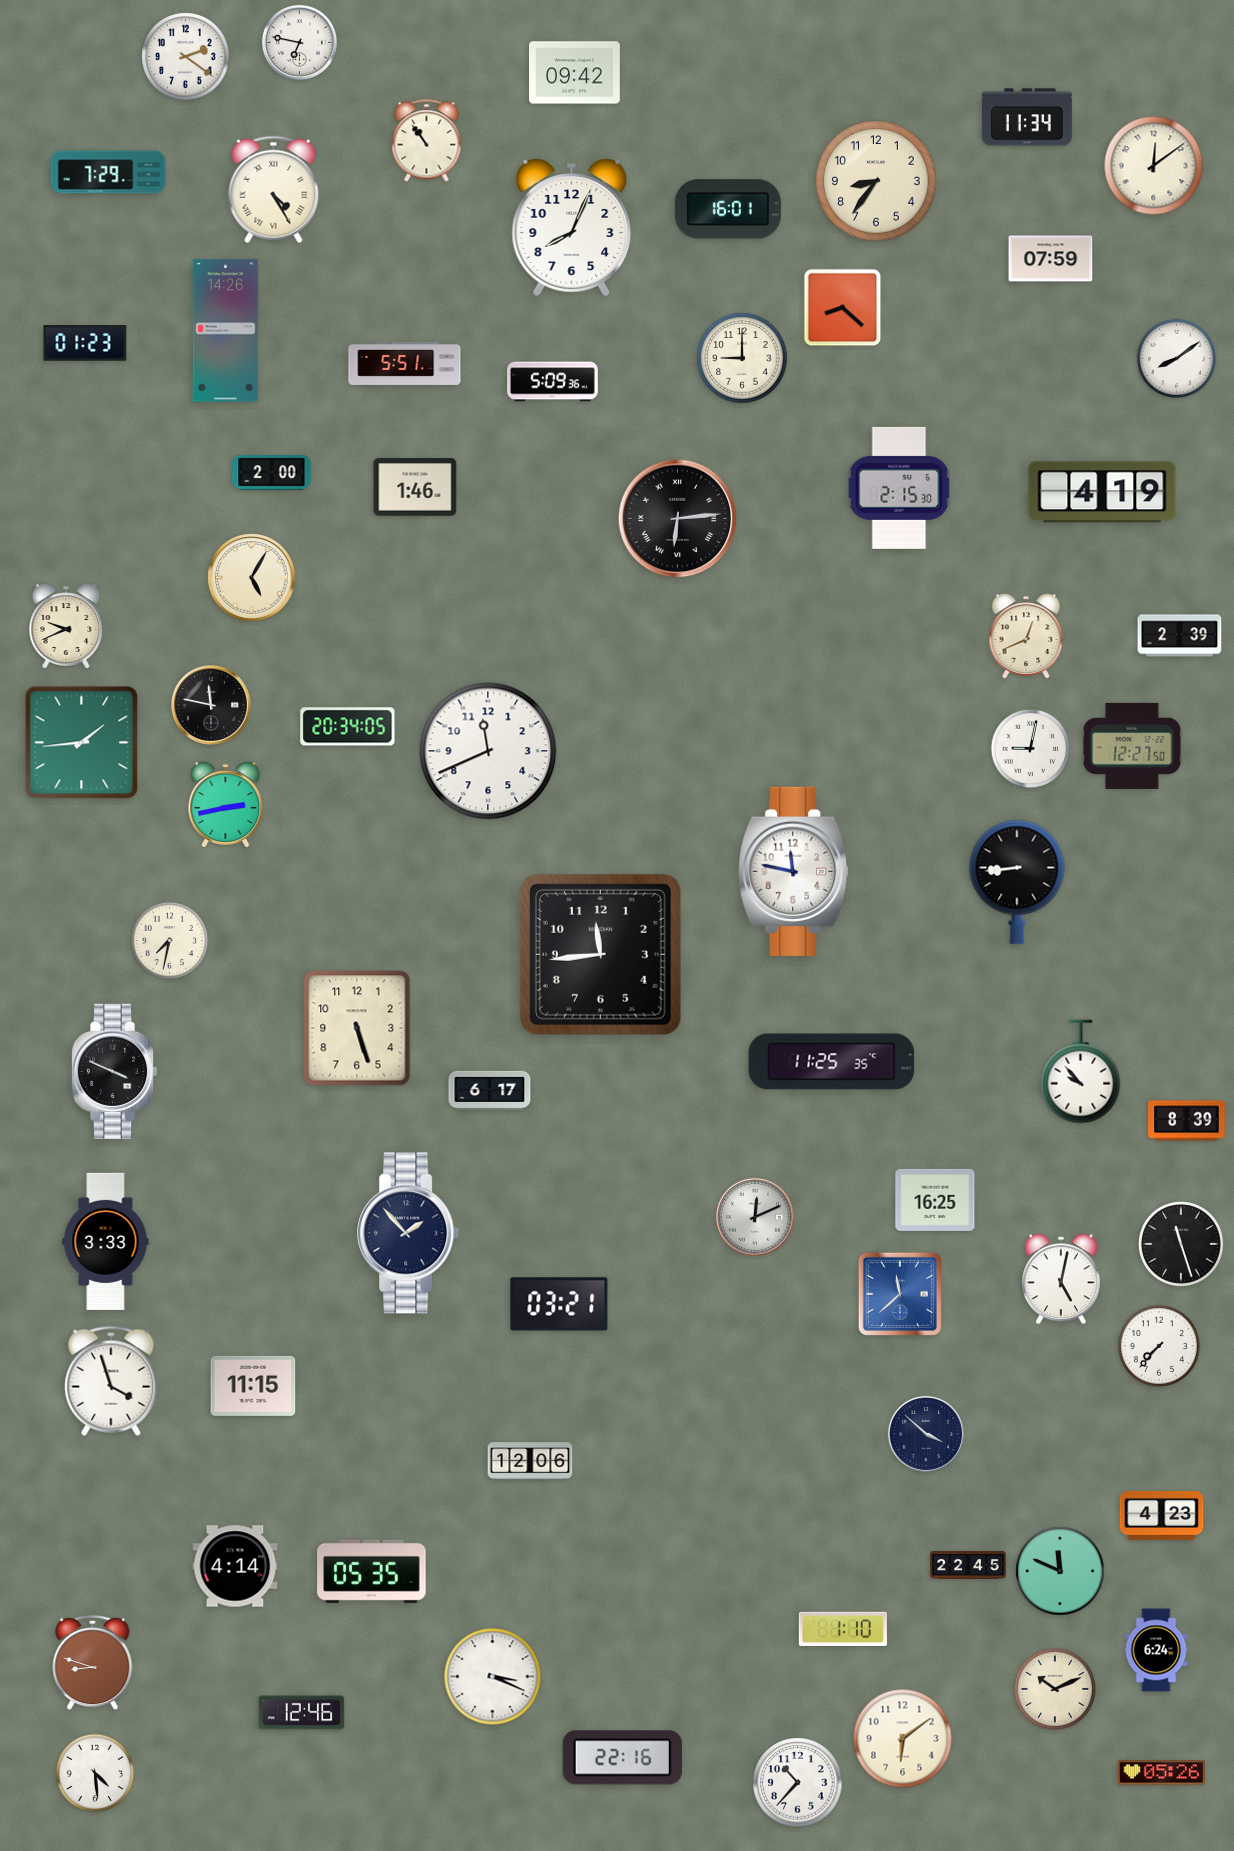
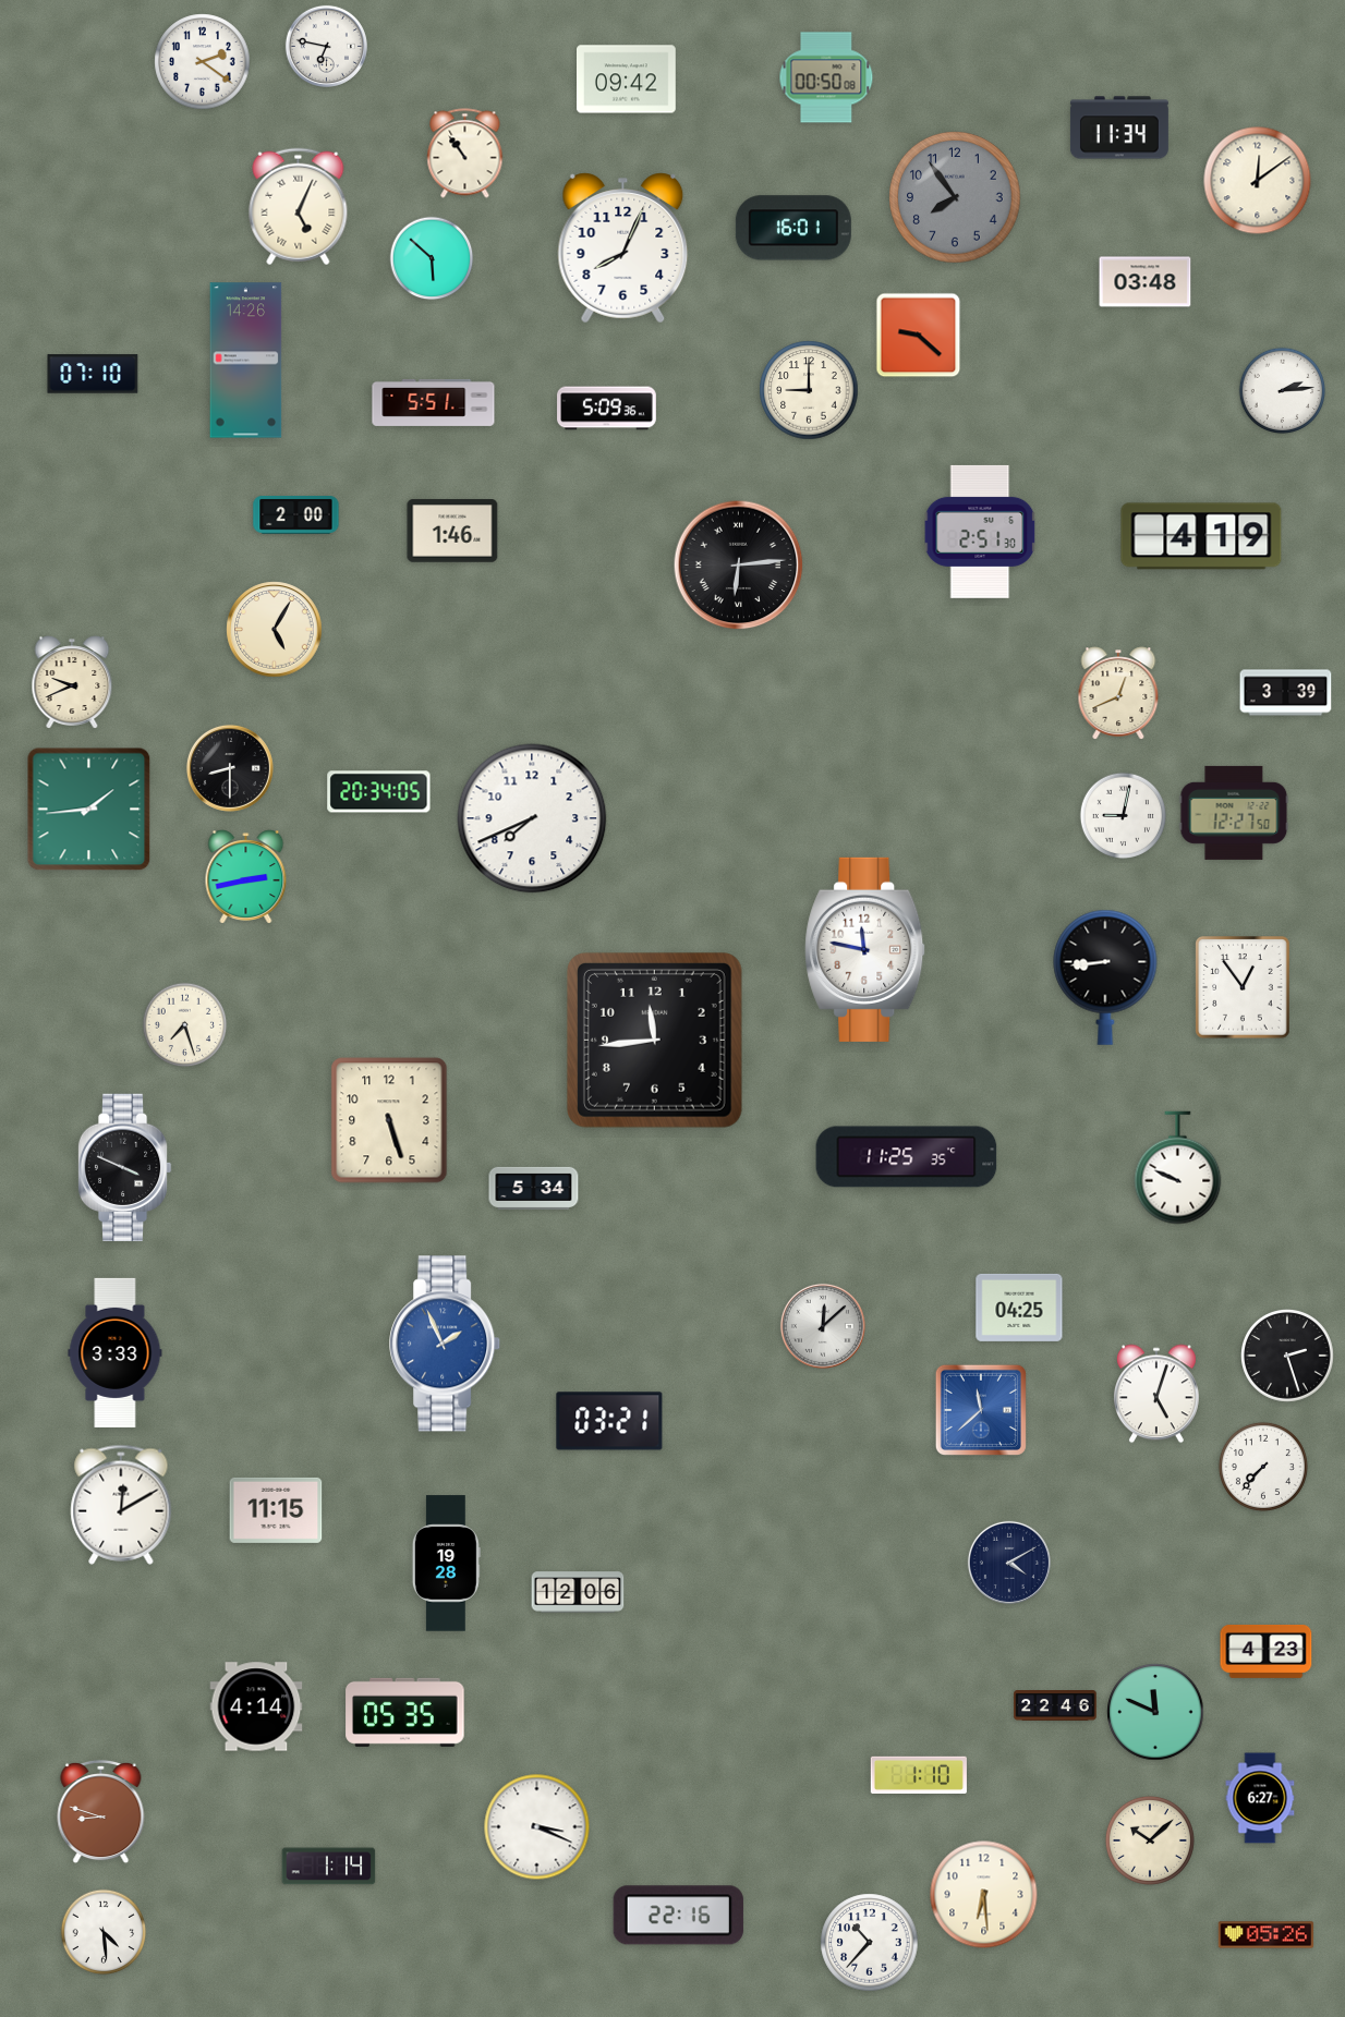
clock at (826, 77): none -> 00:50
clock at (108, 172): 7:29 -> none
clock at (876, 181): 8:36 -> 7:54
clock at (876, 181) dial: cream -> grey
clock at (274, 190): 4:25 -> 5:04
clock at (432, 258): none -> 5:52
clock at (1051, 259): 07:59 -> 03:48
clock at (843, 308): 8:22 -> 9:22
clock at (85, 343): 01:23 -> 07:10
clock at (1177, 359): 8:09 -> 2:14
clock at (405, 363) position: (405, 363) -> (434, 402)
clock at (553, 382) position: (553, 382) -> (607, 409)
clock at (899, 488): 2:15 -> 2:51
clock at (1180, 636): 2:39 -> 3:39
clock at (211, 705): 11:47 -> 8:30
clock at (488, 751): 11:41 -> 7:41
clock at (1017, 882) position: (1017, 882) -> (1105, 977)
clock at (1243, 987): none -> 12:54
clock at (170, 941): 7:32 -> 7:27
clock at (1081, 1072): 9:53 -> 9:49
clock at (490, 1090): 6:17 -> 5:34
clock at (1187, 1121): 8:39 -> none
clock at (935, 1200): 16:25 -> 04:25
clock at (755, 1217): 12:11 -> 12:08
clock at (409, 1233): 1:53 -> 1:56
clock at (409, 1233) dial: navy -> blue
clock at (1182, 1245): 11:27 -> 2:27
clock at (1061, 1279): 5:02 -> 5:03
clock at (111, 1381): 3:57 -> 12:10
clock at (926, 1434): 3:52 -> 4:10
clock at (446, 1564): none -> 19:28
clock at (968, 1566): 22:45 -> 22:46
clock at (1156, 1650): 6:24 -> 6:27
clock at (1055, 1689): 10:11 -> 10:08
clock at (302, 1713): 12:46 -> 1:14
clock at (903, 1739): 6:09 -> 6:29
clock at (1162, 1773) position: (1162, 1773) -> (1267, 1935)
